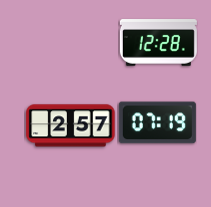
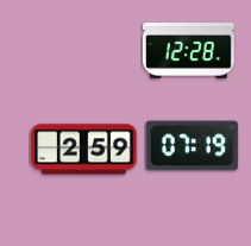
clock at (157, 123) position: (157, 123) -> (192, 146)
clock at (71, 126): 2:57 -> 2:59
